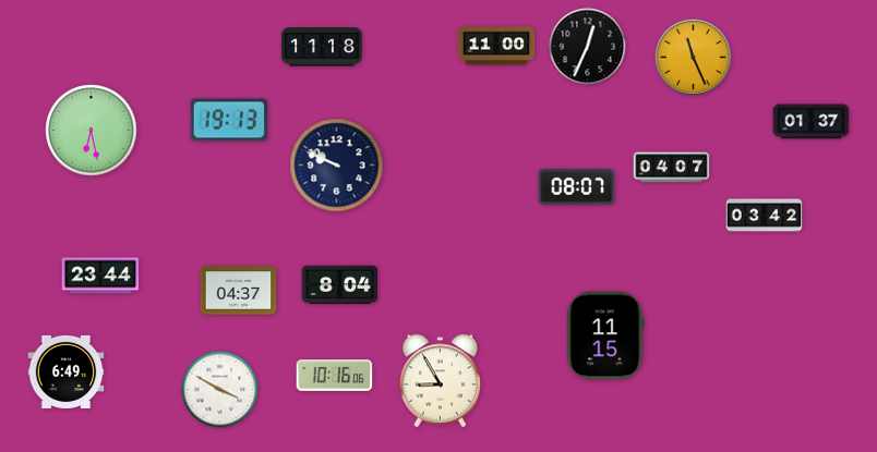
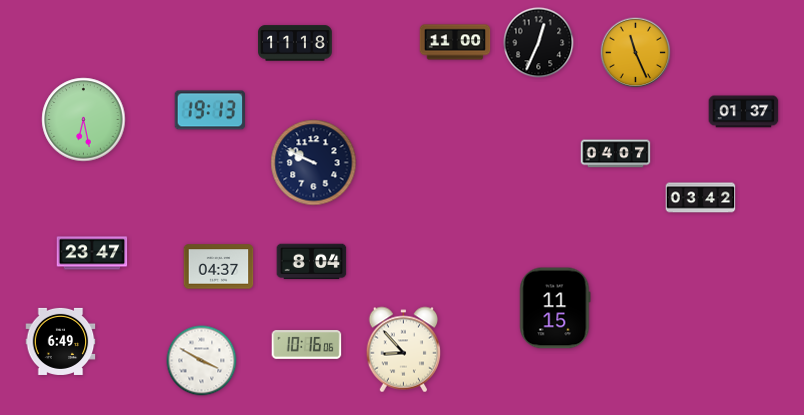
clock at (337, 166) position: (337, 166) -> (314, 163)
clock at (577, 186): 08:07 -> none
clock at (100, 276): 23:44 -> 23:47
clock at (441, 381): 8:55 -> 8:53
clock at (220, 390) position: (220, 390) -> (202, 361)
